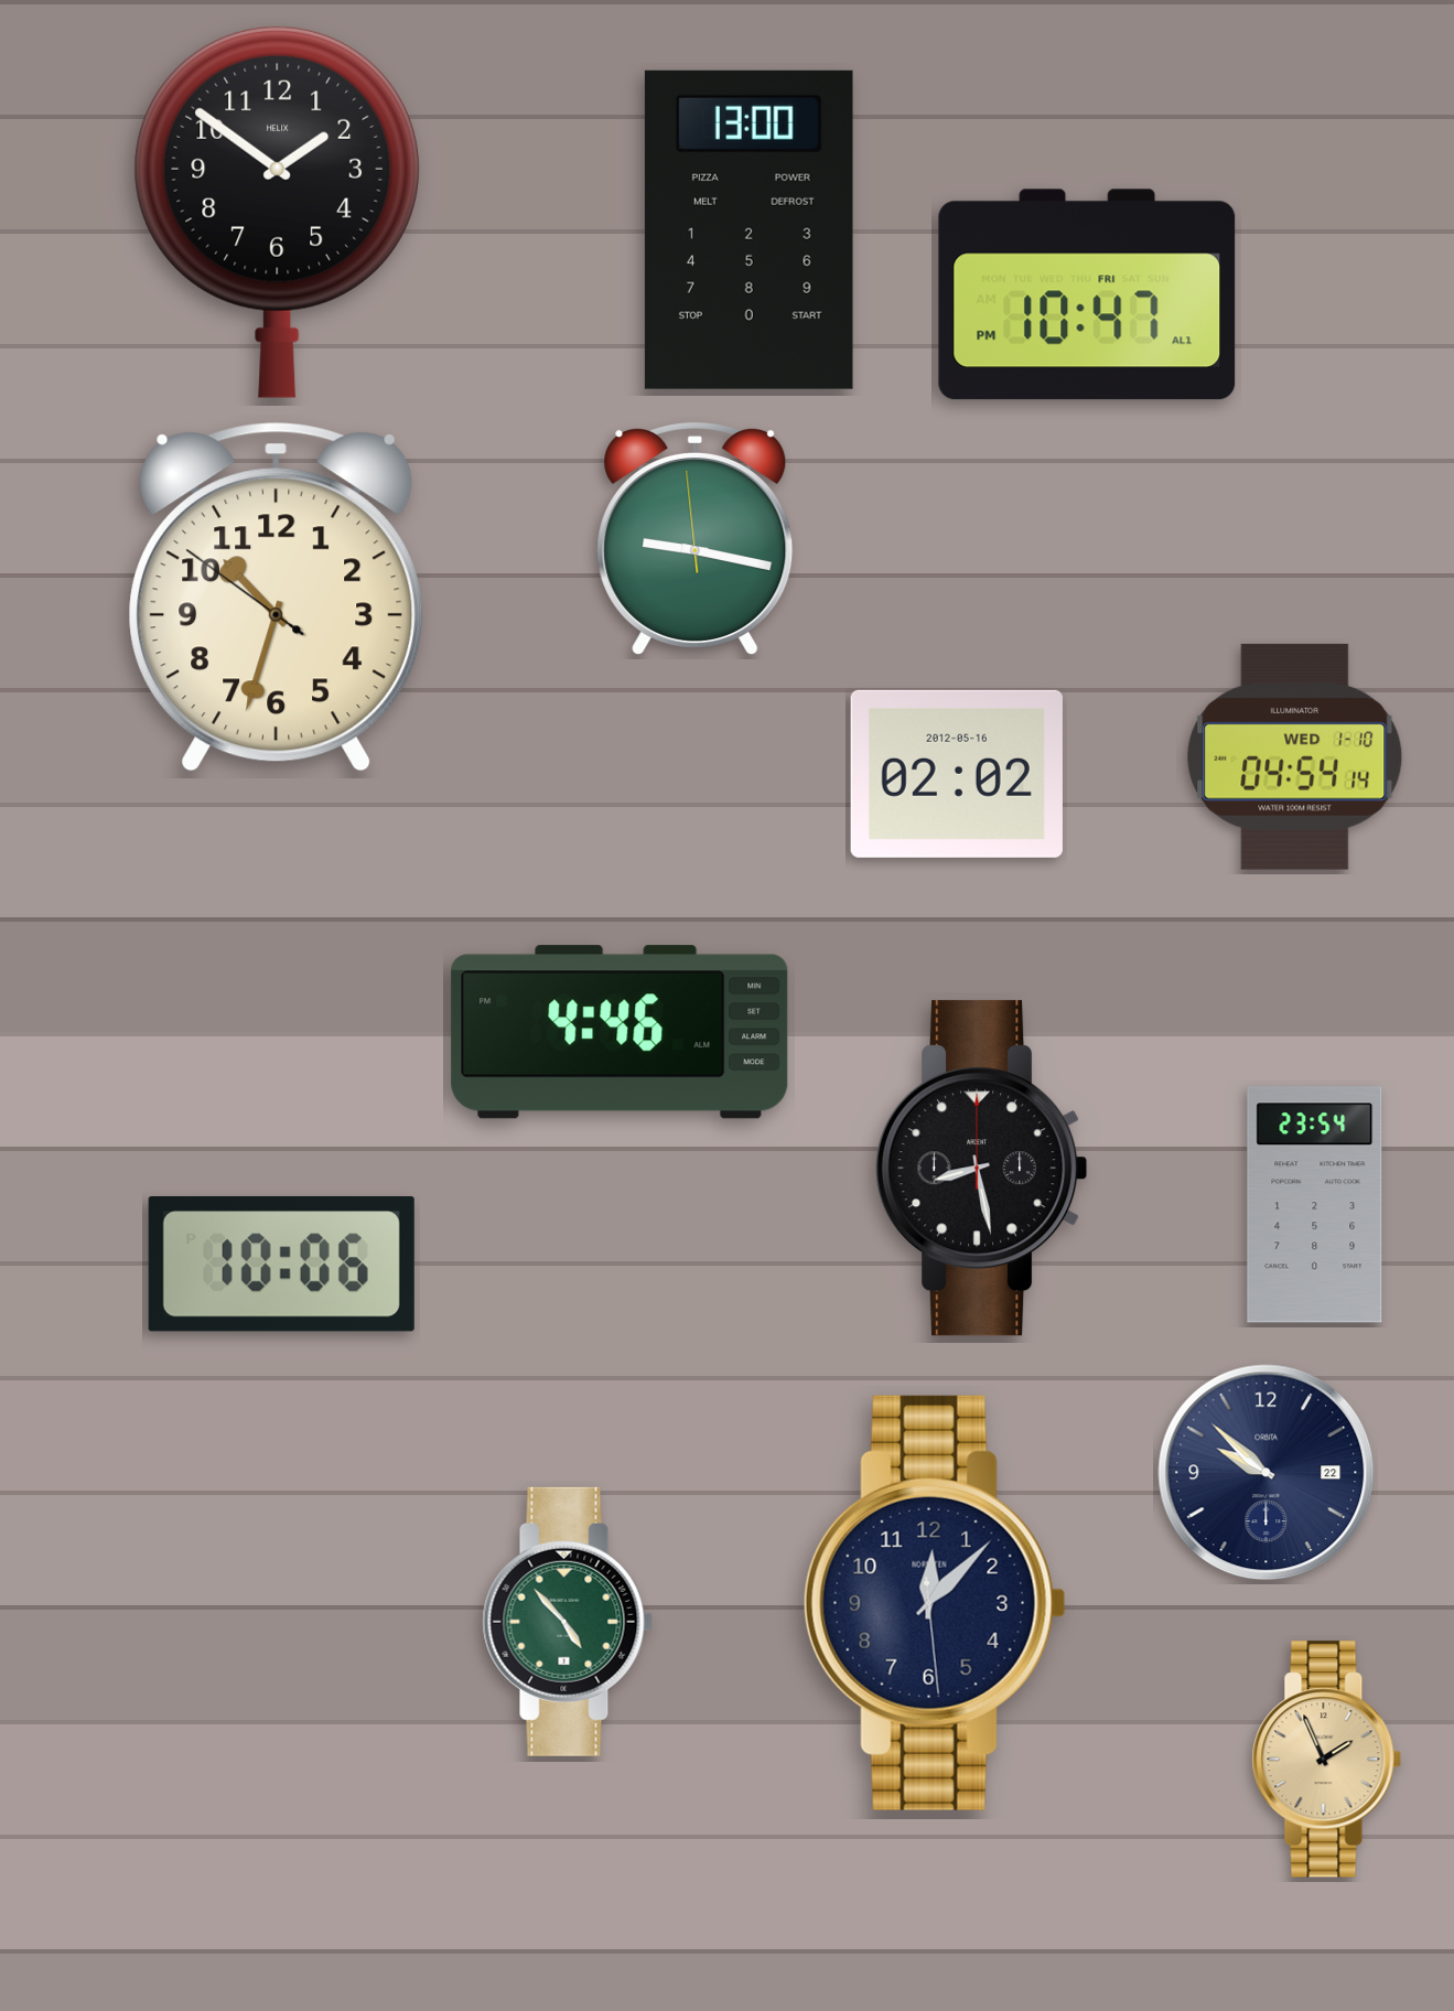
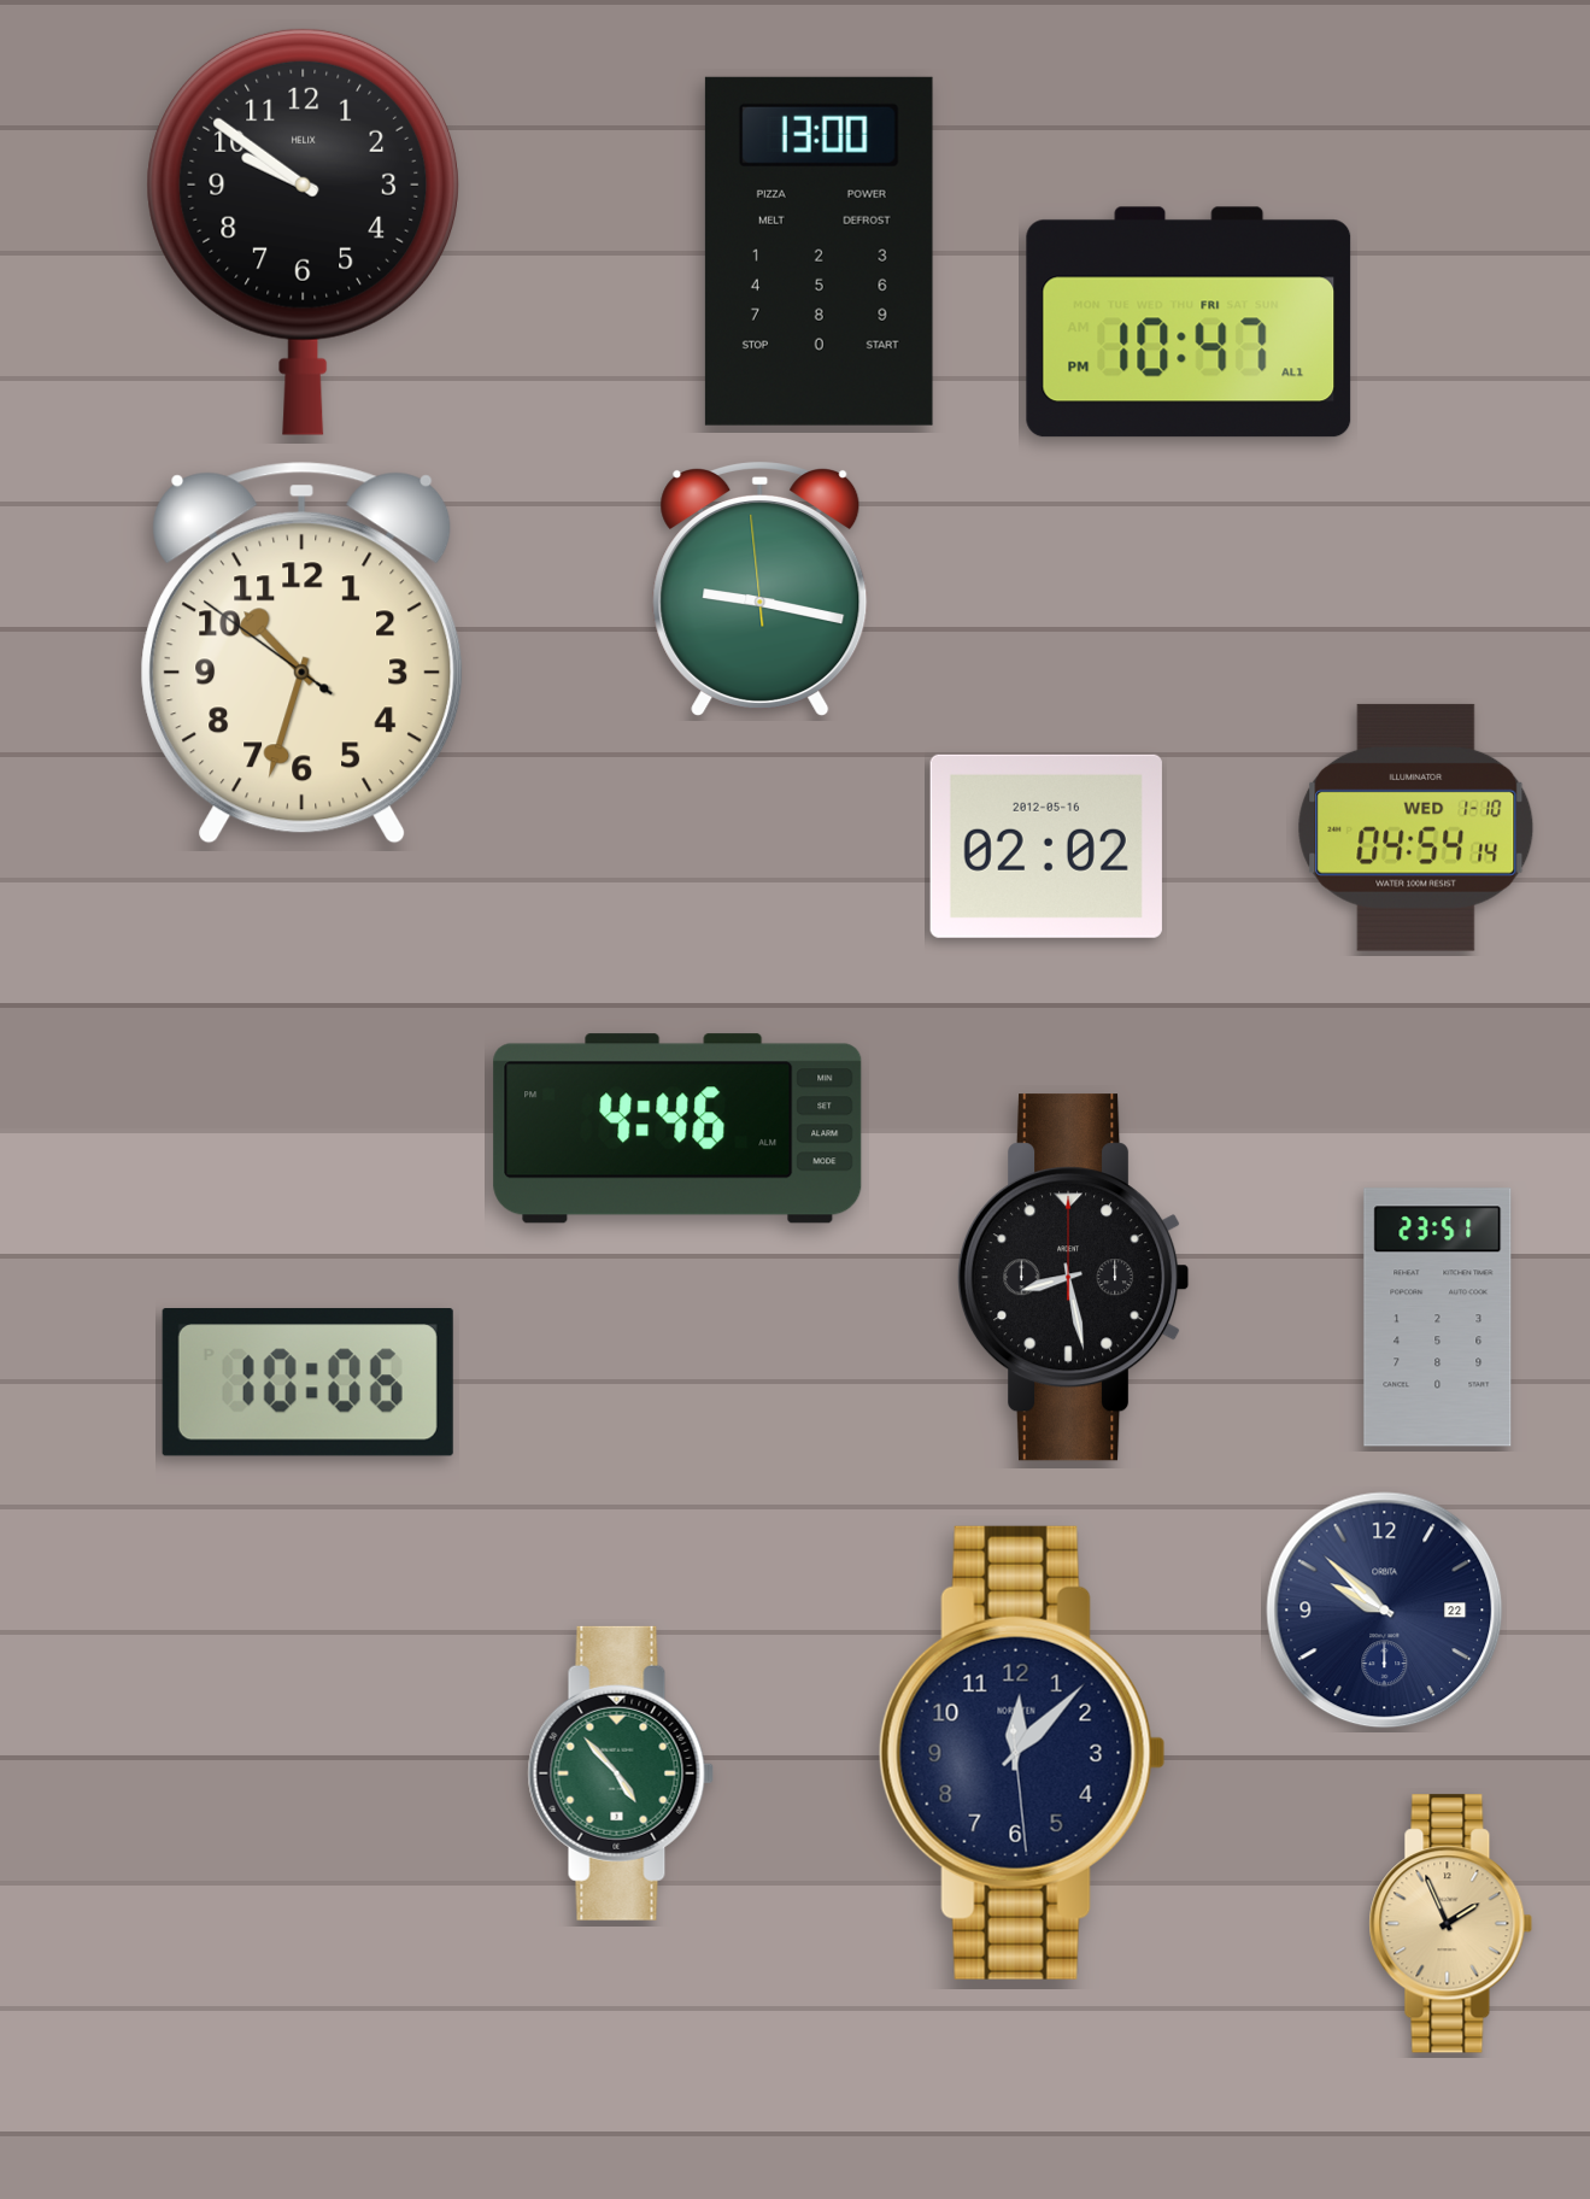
clock at (278, 212): 1:51 -> 9:51
clock at (1315, 1205): 23:54 -> 23:51
